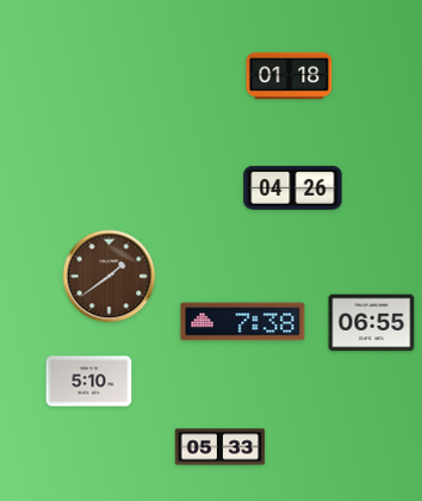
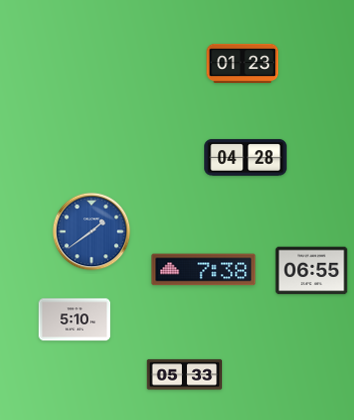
clock at (290, 75): 01:18 -> 01:23
clock at (293, 188): 04:26 -> 04:28
clock at (110, 277) dial: brown -> blue
